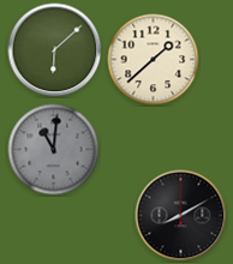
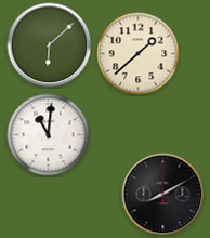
clock at (54, 150) dial: grey -> white
